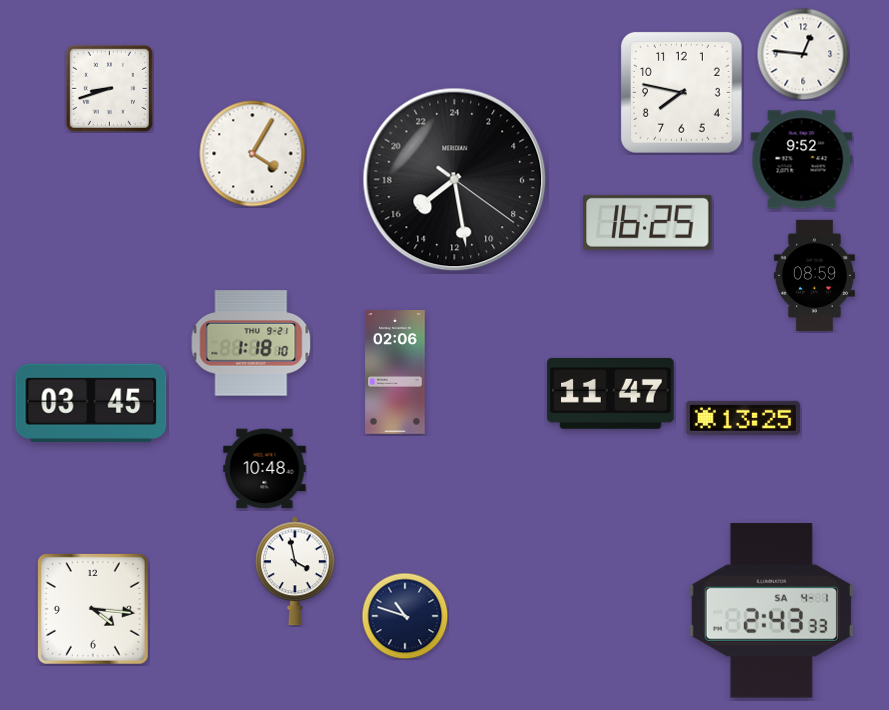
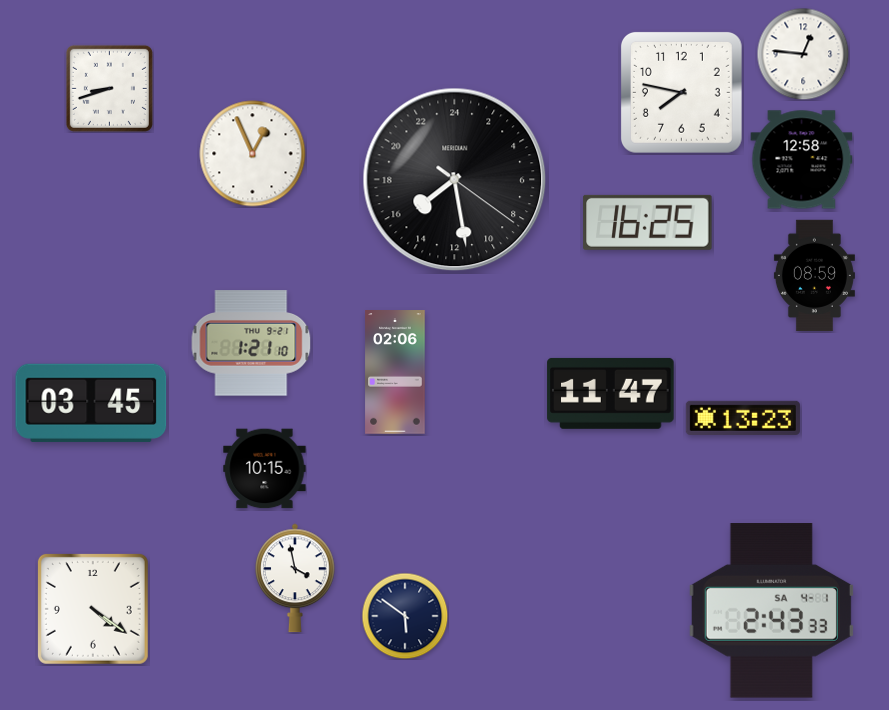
clock at (253, 154): 4:05 -> 12:56
clock at (802, 160): 9:52 -> 12:58
clock at (251, 343): 1:18 -> 1:21
clock at (743, 418): 13:25 -> 13:23
clock at (265, 469): 10:48 -> 10:15
clock at (295, 571) position: (295, 571) -> (295, 578)
clock at (93, 609): 4:16 -> 4:21
clock at (405, 616): 10:48 -> 5:51
